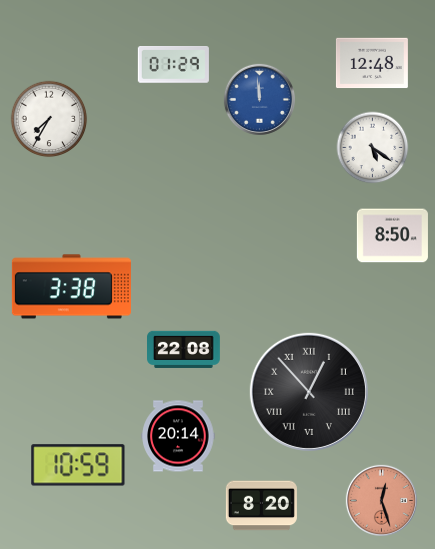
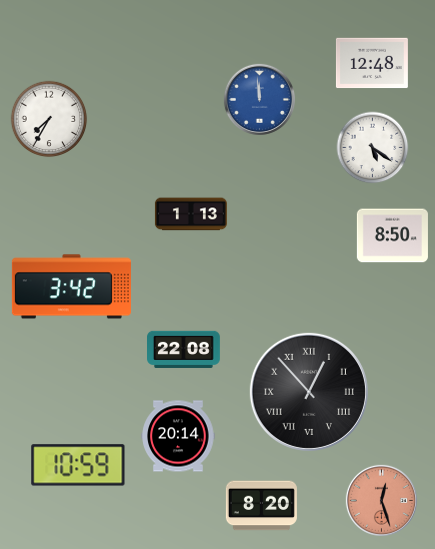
clock at (173, 65): 01:29 -> none
clock at (191, 214): none -> 1:13
clock at (71, 287): 3:38 -> 3:42
